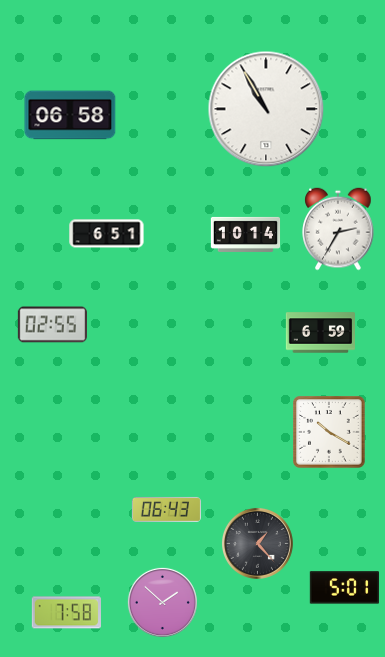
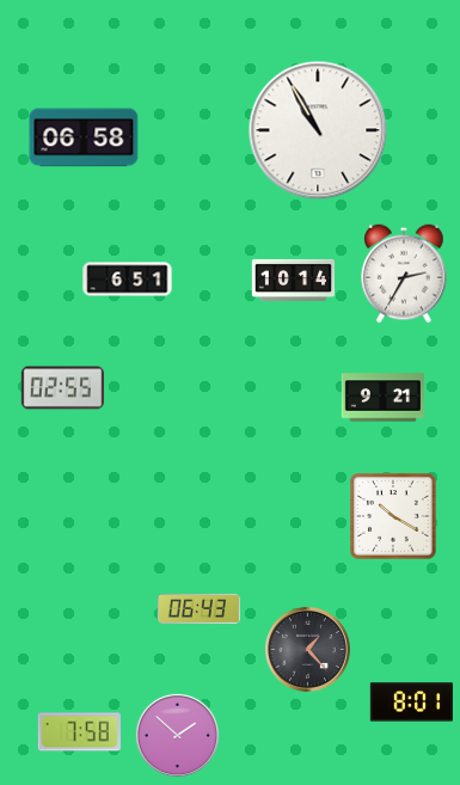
clock at (320, 333): 6:59 -> 9:21
clock at (344, 588): 5:01 -> 8:01
clock at (162, 602) position: (162, 602) -> (177, 735)
